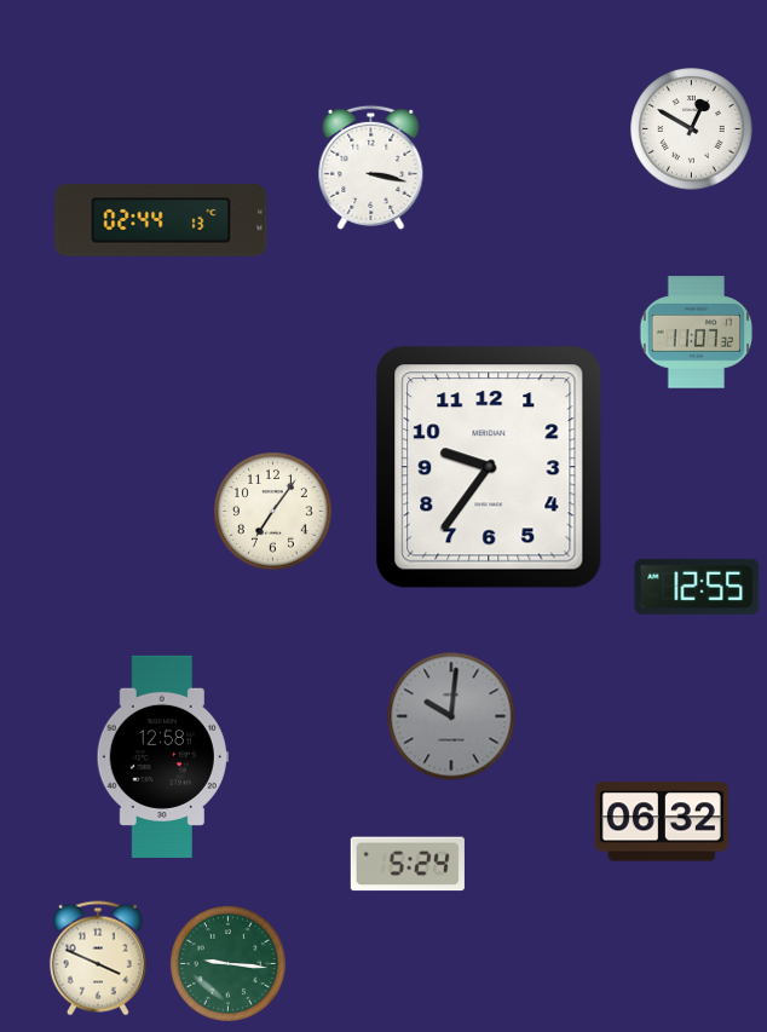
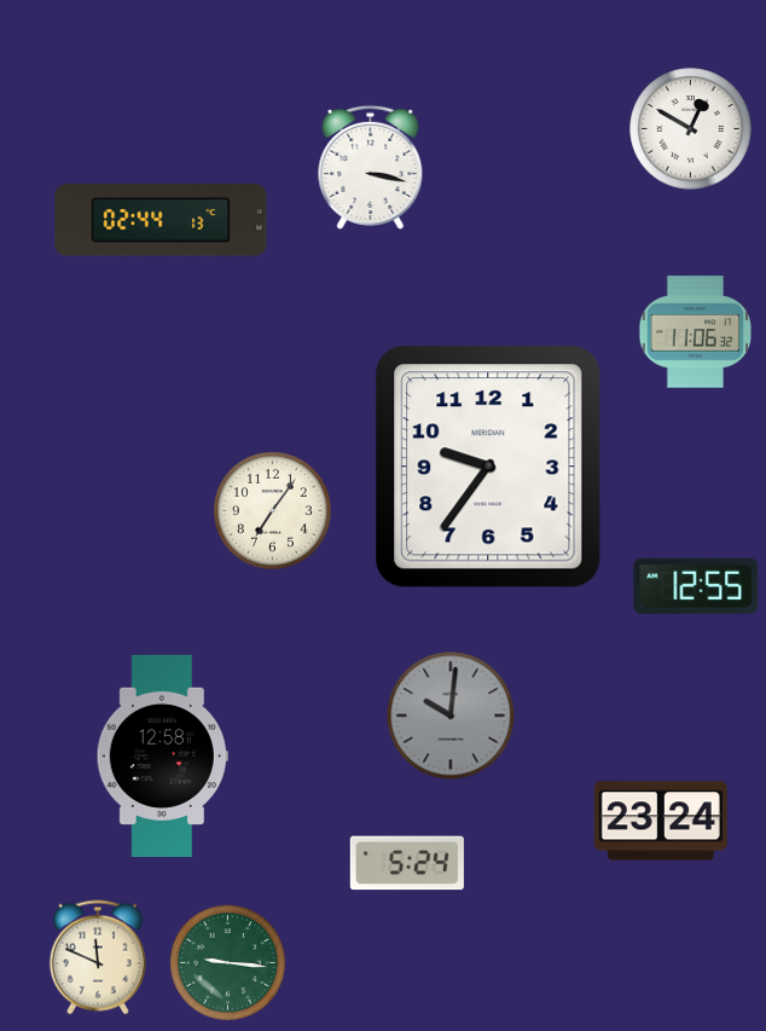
clock at (697, 333): 11:07 -> 11:06
clock at (662, 821): 06:32 -> 23:24
clock at (98, 958): 3:49 -> 11:49
